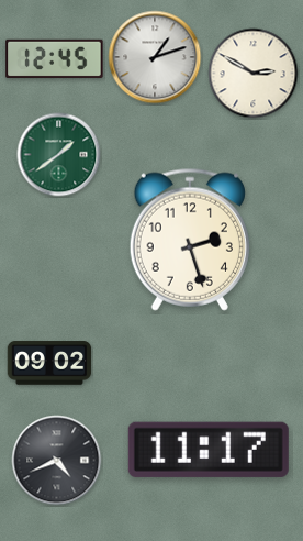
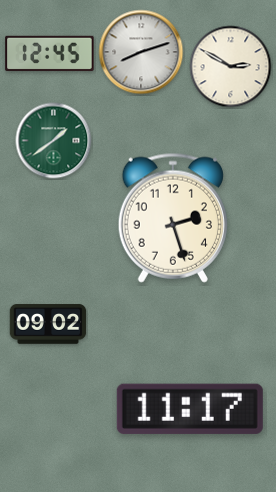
clock at (155, 57): 1:12 -> 8:12
clock at (49, 363) position: (49, 363) -> (48, 324)
clock at (57, 461): 4:41 -> none
